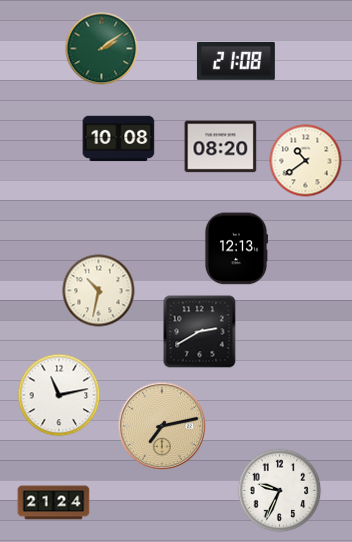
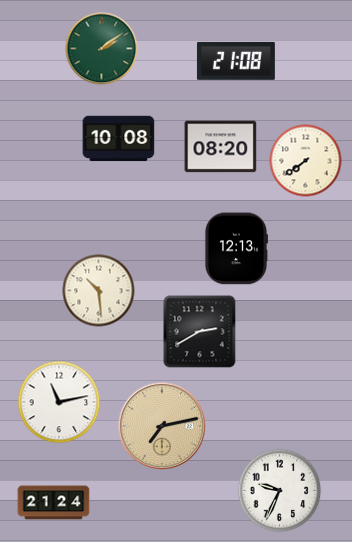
clock at (306, 161): 10:39 -> 7:39
clock at (99, 291): 10:32 -> 10:29
clock at (59, 395) position: (59, 395) -> (59, 402)
